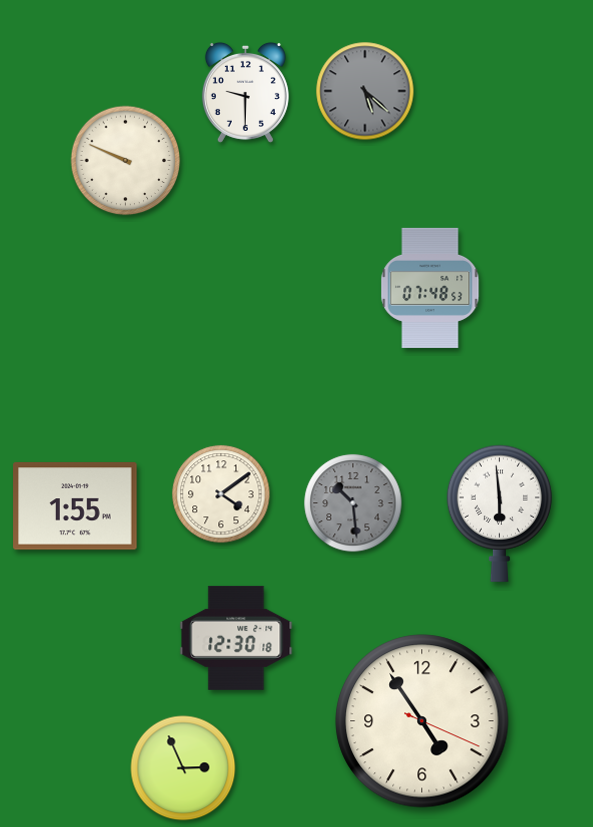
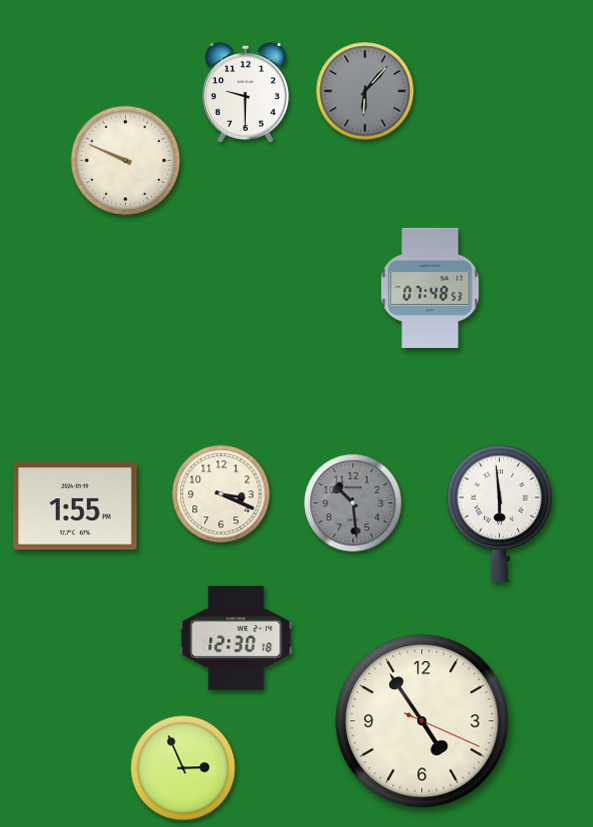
clock at (365, 91): 5:22 -> 6:07
clock at (221, 494): 4:09 -> 3:19
